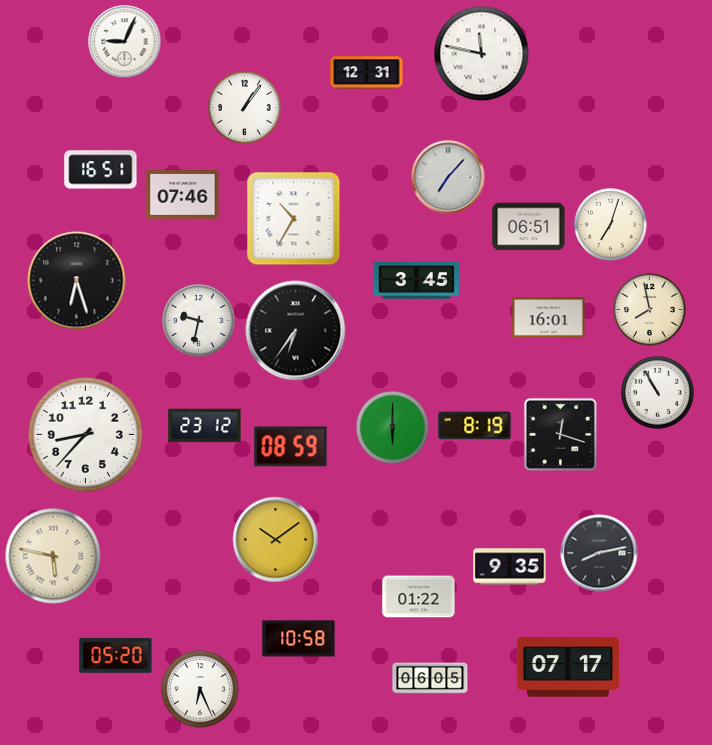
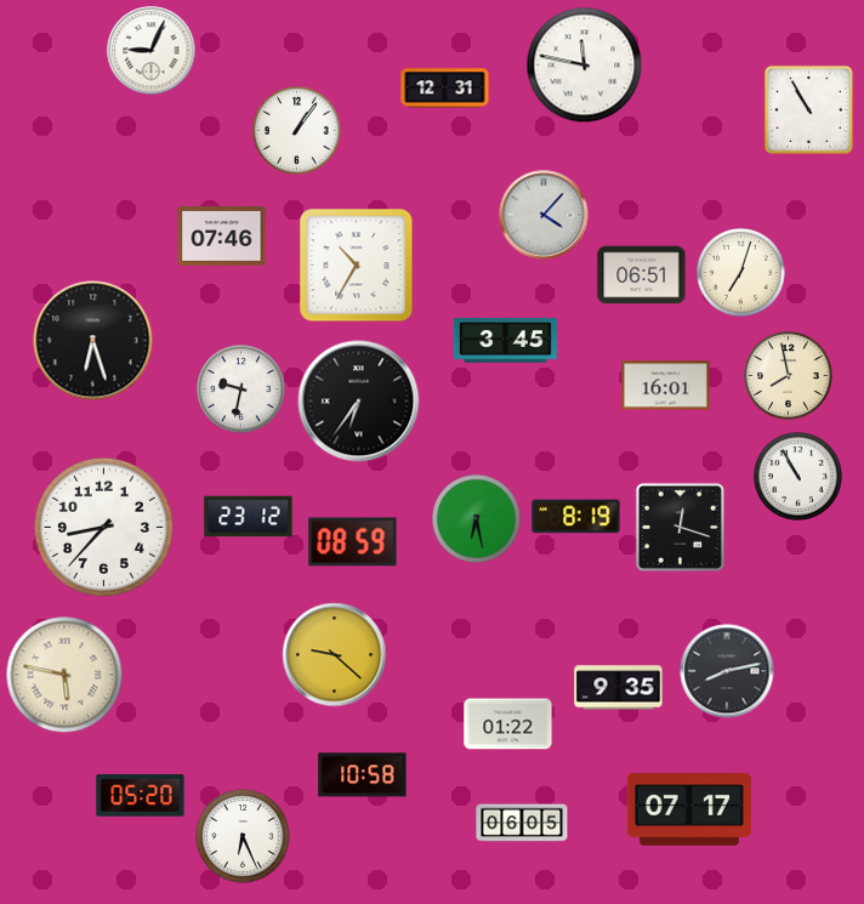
clock at (808, 109): none -> 10:55
clock at (101, 170): 16:51 -> none
clock at (448, 177): 7:07 -> 4:07
clock at (393, 428): 6:00 -> 6:28
clock at (276, 540): 10:09 -> 9:22
